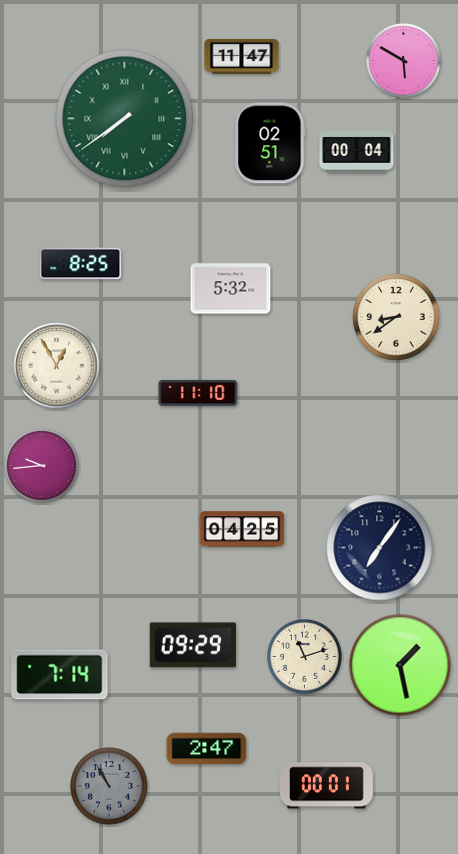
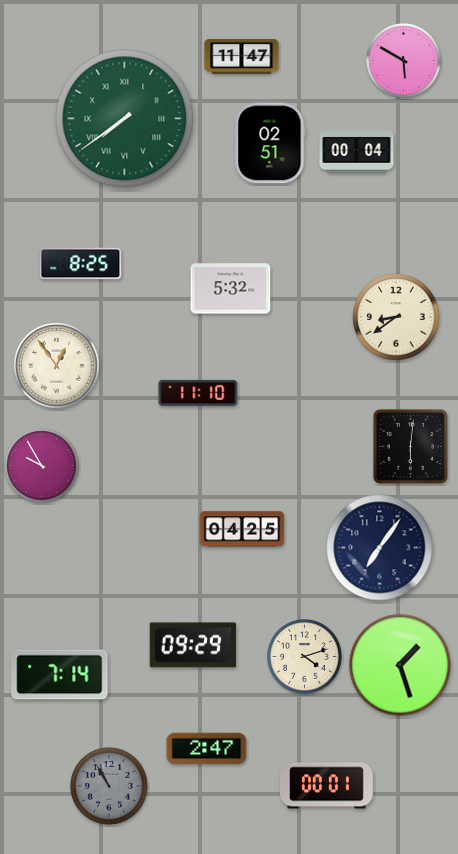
clock at (57, 366): 12:55 -> 12:54
clock at (410, 446): none -> 6:01
clock at (42, 466): 9:44 -> 9:55
clock at (305, 657): 11:12 -> 4:12
clock at (400, 665): 1:28 -> 1:27
